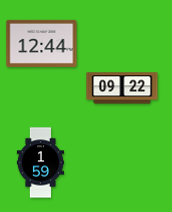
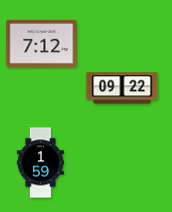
clock at (42, 43): 12:44 -> 7:12
